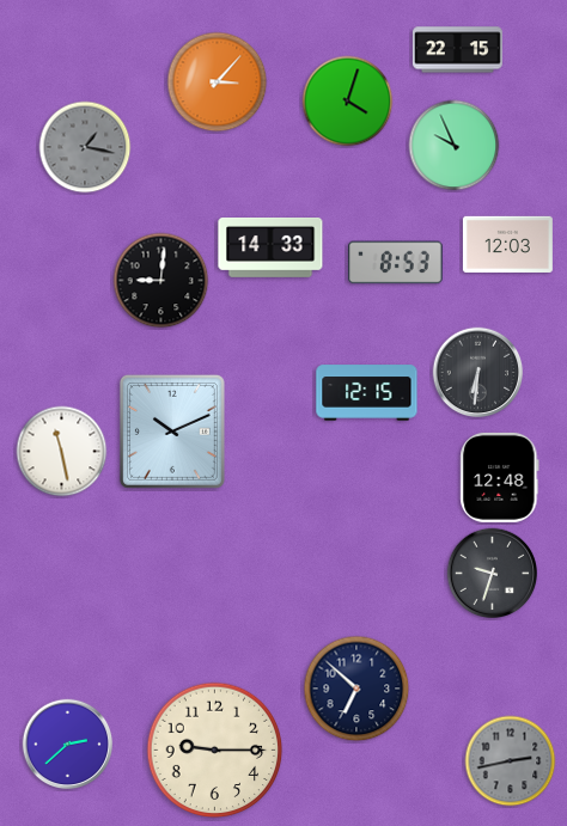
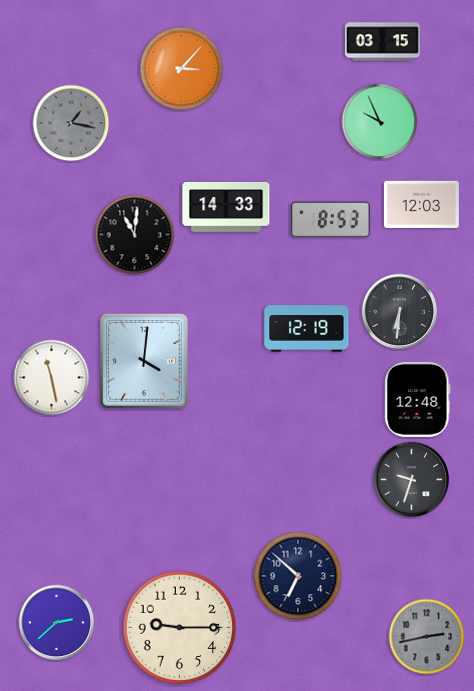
clock at (457, 50): 22:15 -> 03:15
clock at (348, 102): 4:03 -> none
clock at (507, 244) position: (507, 244) -> (421, 204)
clock at (161, 281): 9:01 -> 11:01
clock at (367, 393): 12:15 -> 12:19
clock at (172, 432): 10:11 -> 4:01
